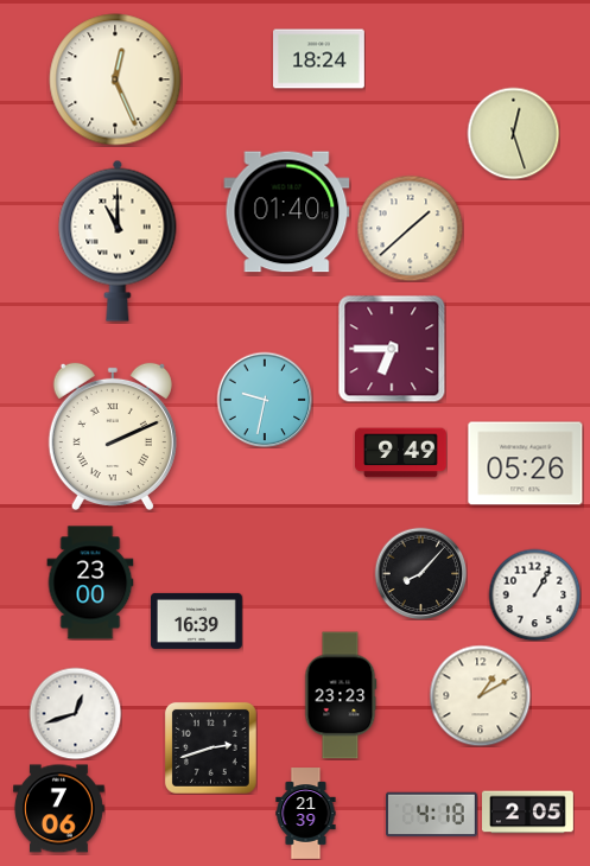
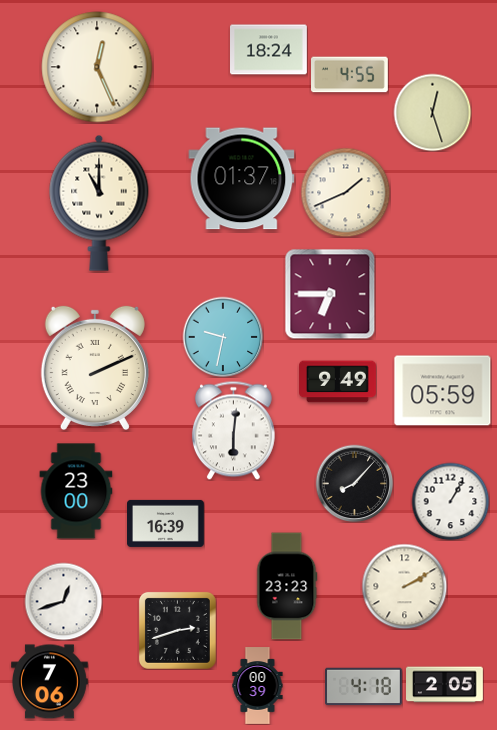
clock at (350, 75): none -> 4:55
clock at (287, 212): 01:40 -> 01:37
clock at (410, 228): 1:38 -> 1:41
clock at (526, 464): 05:26 -> 05:59
clock at (233, 430): none -> 6:01
clock at (480, 695): 1:10 -> 2:10
clock at (306, 814): 21:39 -> 00:39
